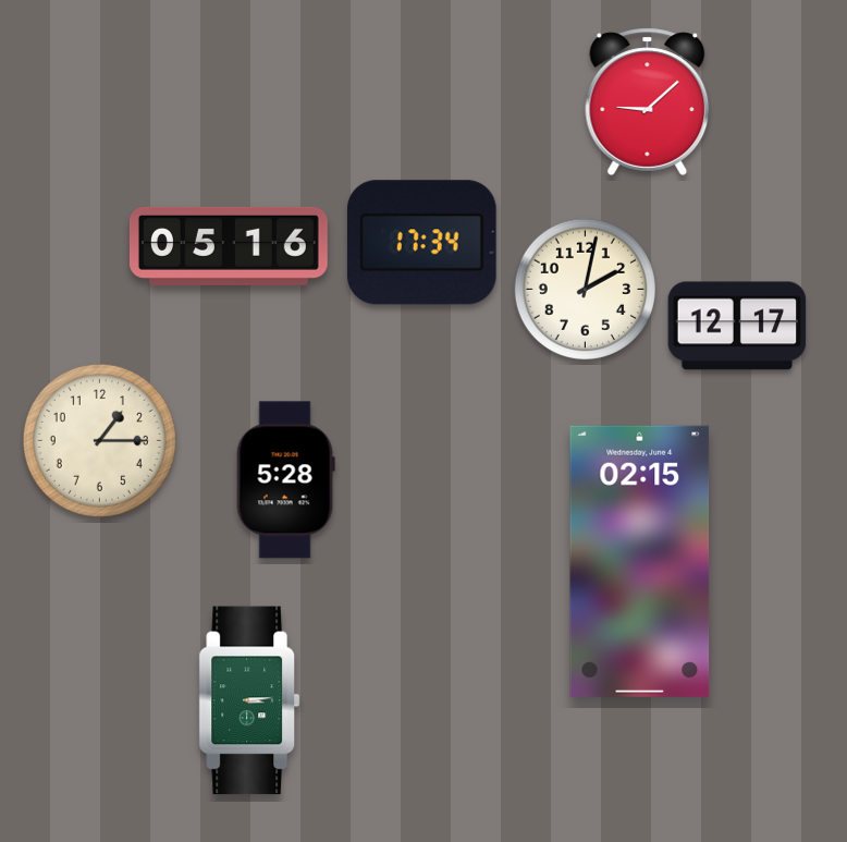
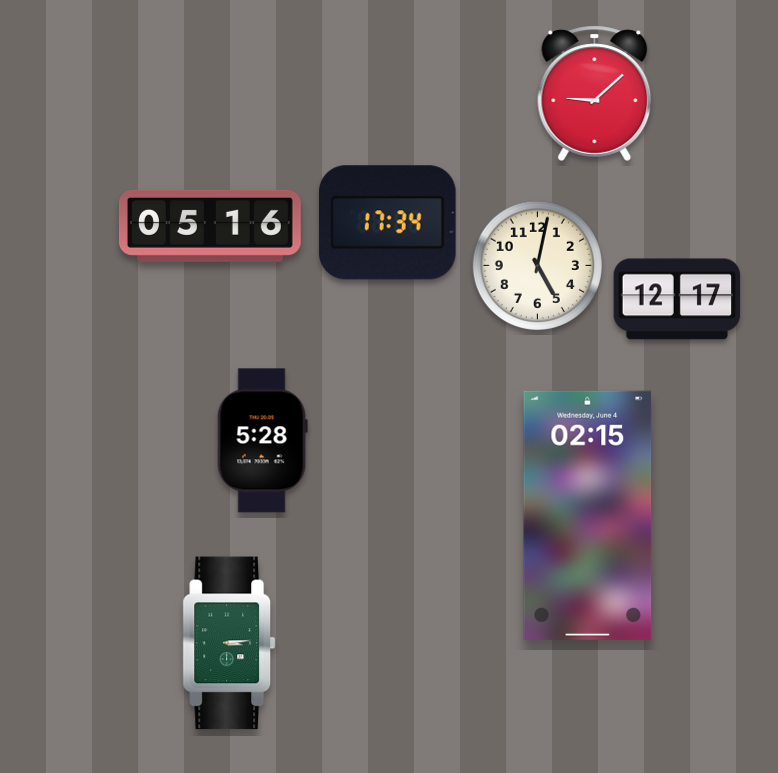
clock at (585, 289): 2:02 -> 5:02
clock at (99, 440): 1:15 -> none
